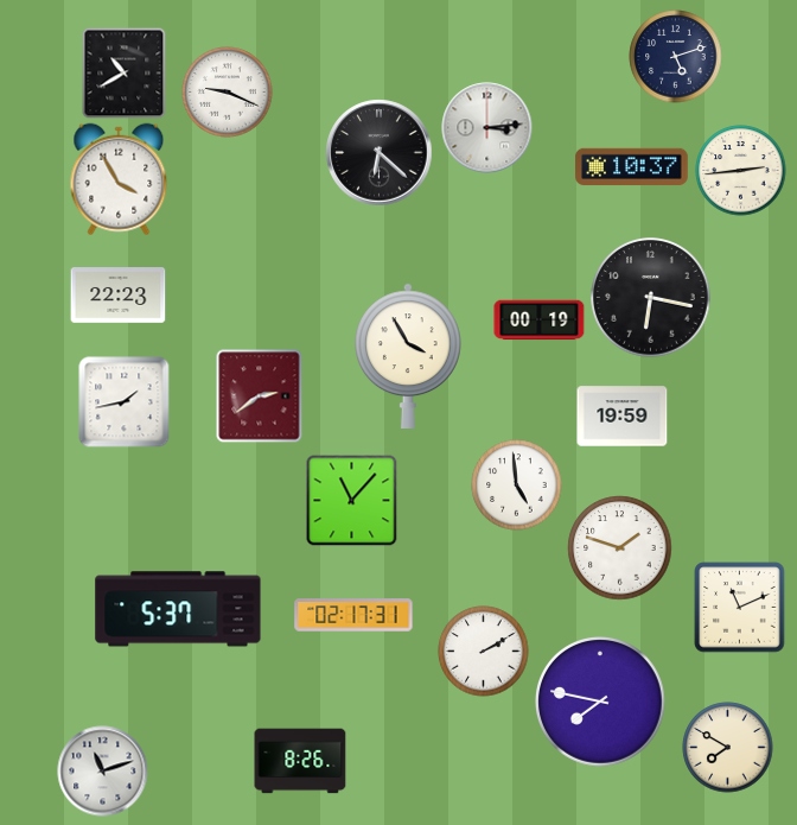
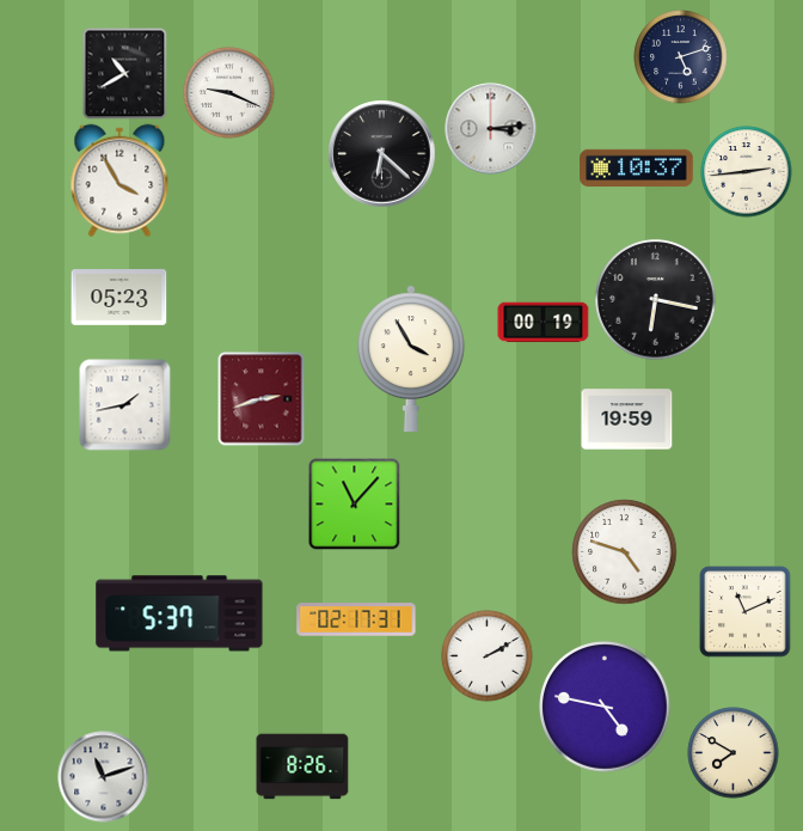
clock at (119, 296): 22:23 -> 05:23
clock at (260, 396): 2:39 -> 2:42
clock at (517, 486): 4:59 -> none
clock at (620, 548): 1:48 -> 4:48
clock at (601, 703): 7:47 -> 4:47
